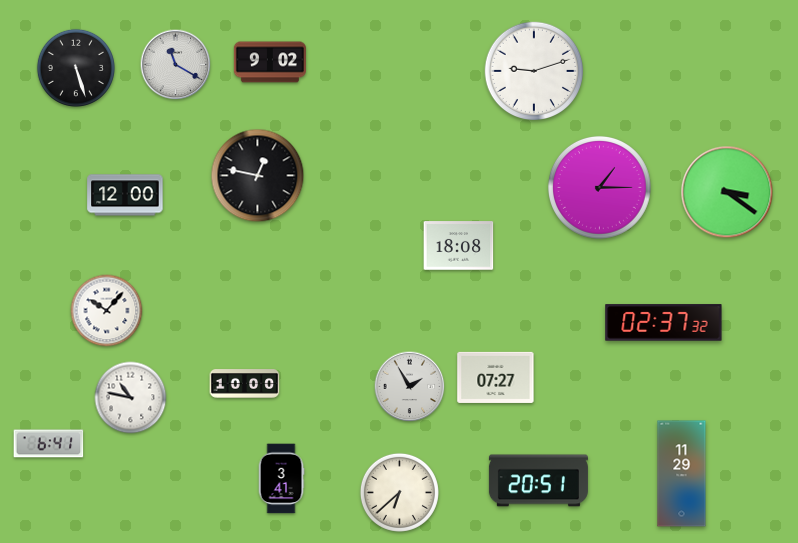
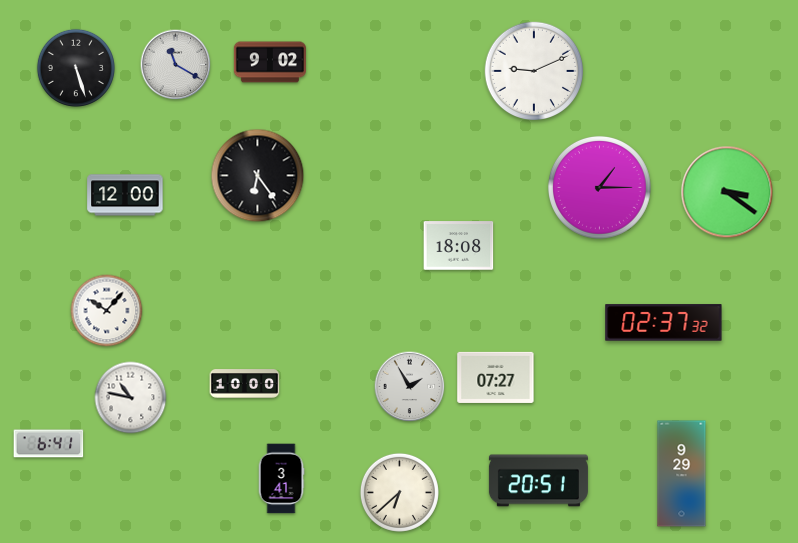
clock at (533, 70): 9:12 -> 9:11
clock at (258, 176): 12:47 -> 6:24
clock at (682, 474): 11:29 -> 9:29
